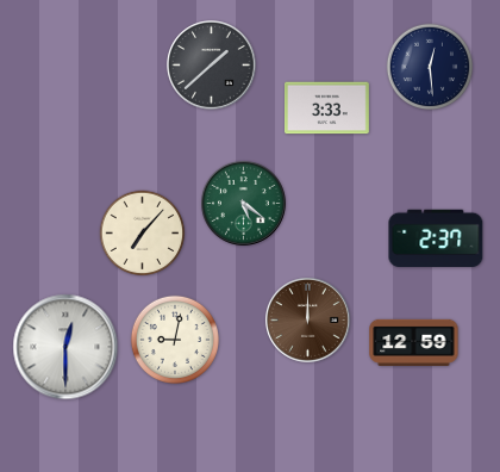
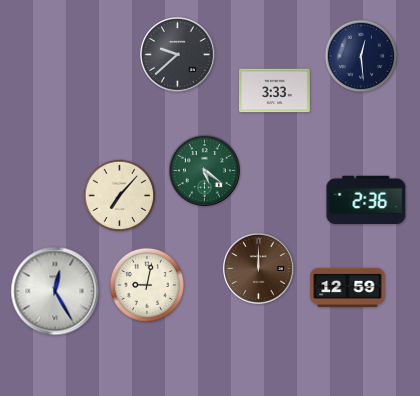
clock at (212, 66): 1:38 -> 9:38
clock at (436, 237): 2:37 -> 2:36
clock at (65, 347): 12:30 -> 12:25
